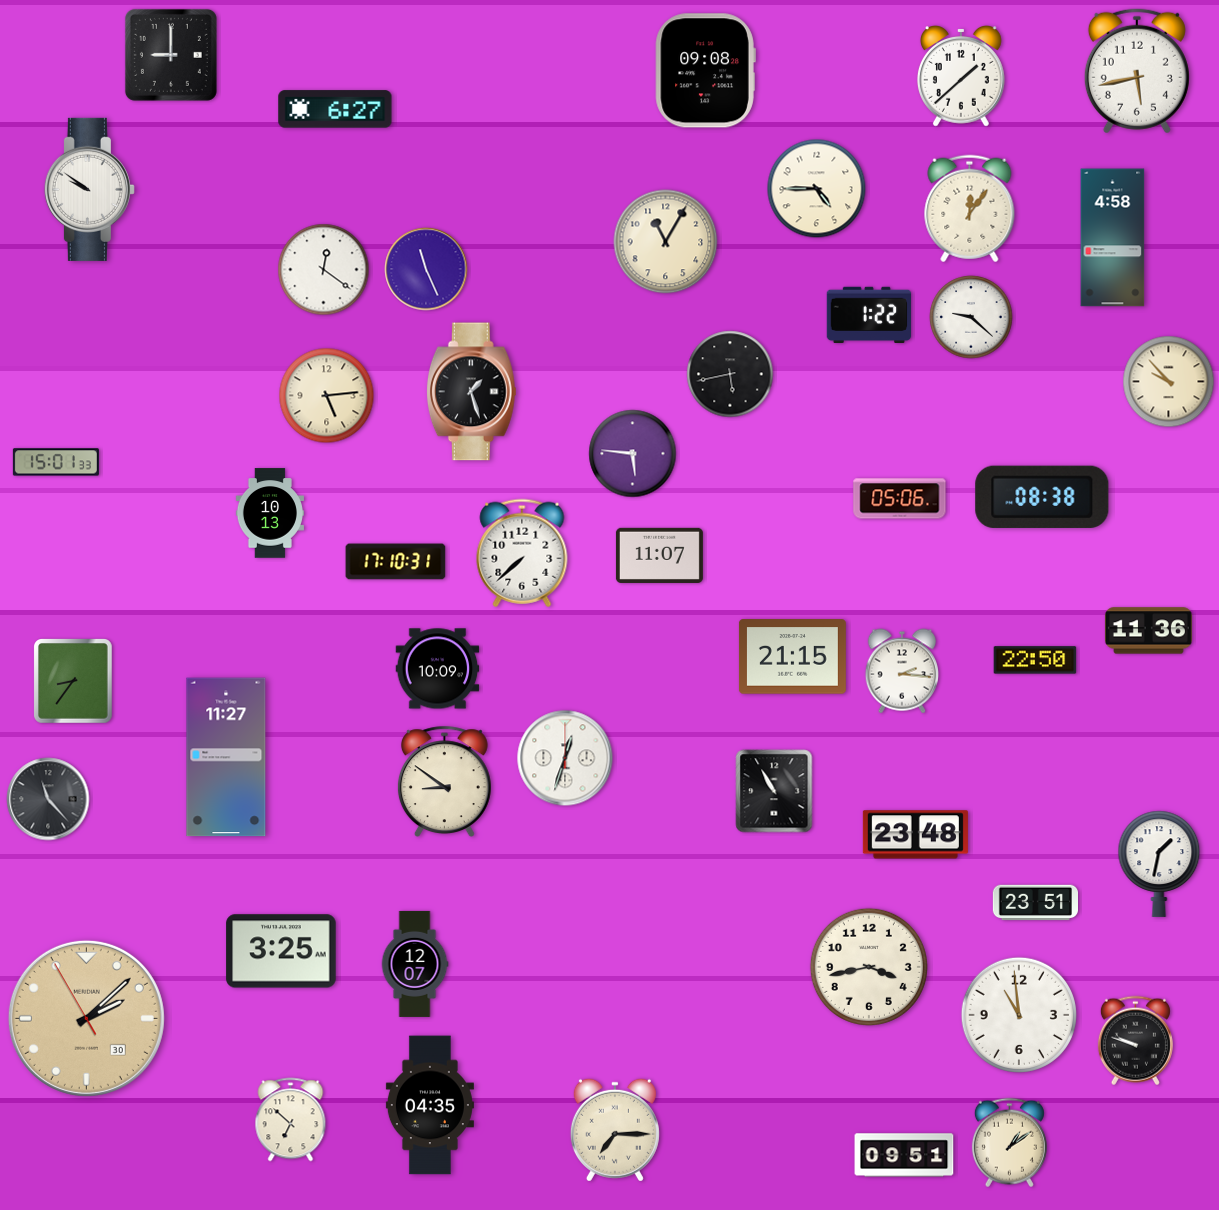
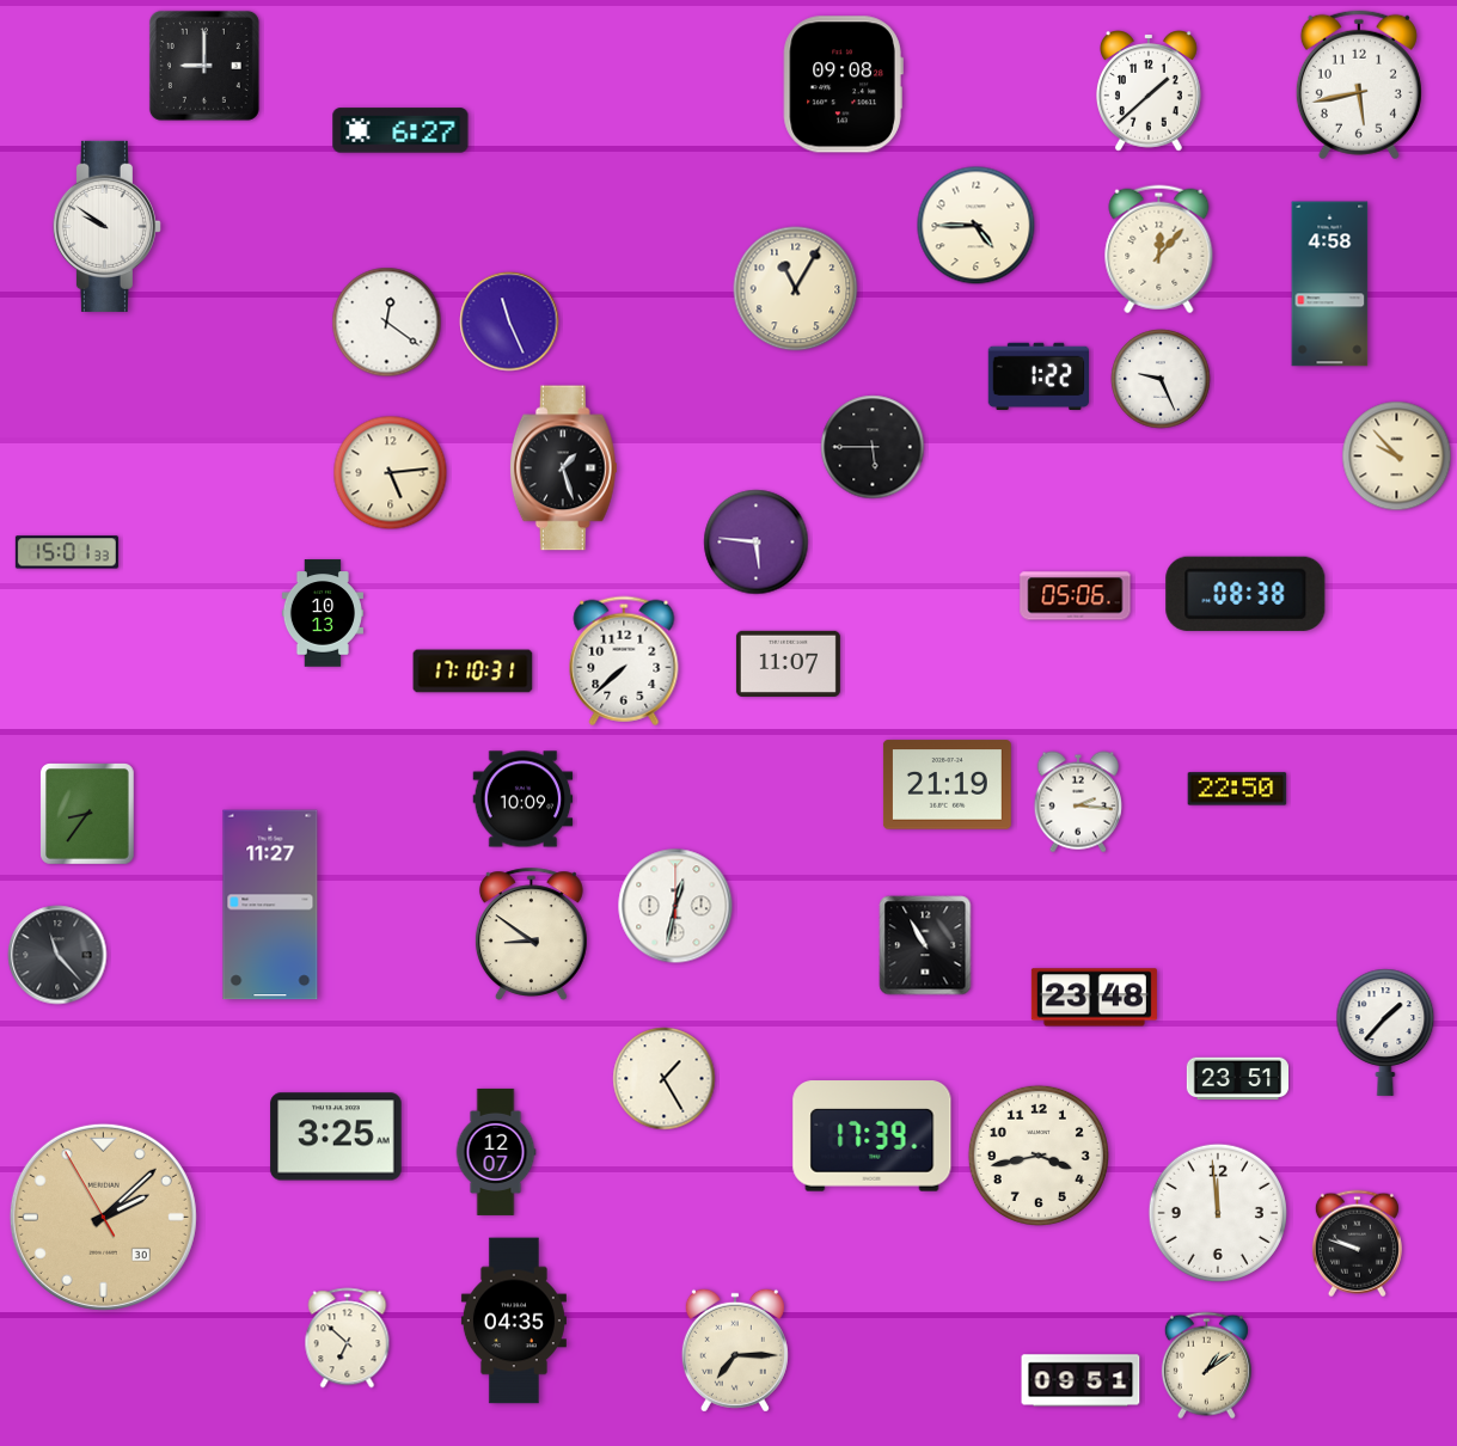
clock at (970, 209): 12:06 -> 12:07
clock at (971, 317): 9:22 -> 9:26
clock at (730, 374): 5:43 -> 5:45
clock at (1148, 631): 11:36 -> none
clock at (792, 657): 21:15 -> 21:19
clock at (565, 758): 12:33 -> 12:32
clock at (1159, 864): 1:32 -> 1:37
clock at (665, 1079): none -> 1:25
clock at (873, 1136): none -> 17:39
clock at (1019, 1015): 10:59 -> 11:59
